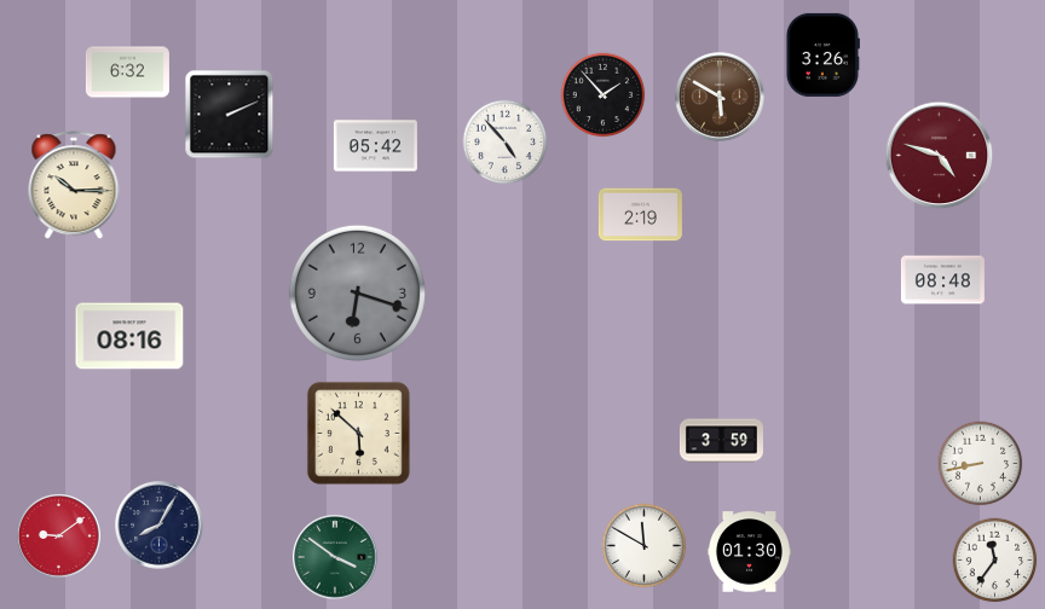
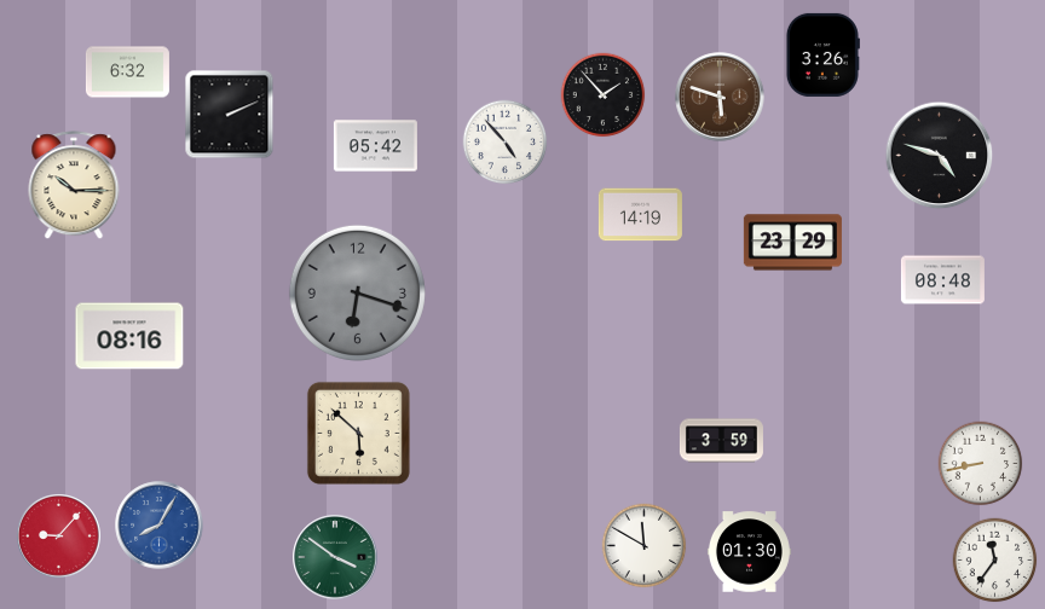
clock at (720, 97): 5:50 -> 5:48
clock at (940, 156) dial: burgundy -> black
clock at (640, 215): 2:19 -> 14:19
clock at (792, 243): none -> 23:29
clock at (160, 526) dial: navy -> blue
clock at (59, 536): 9:09 -> 9:07
